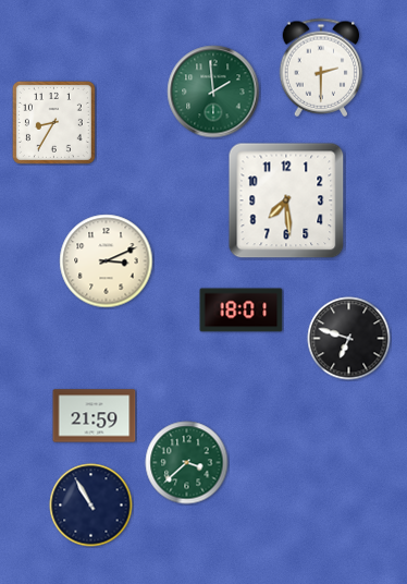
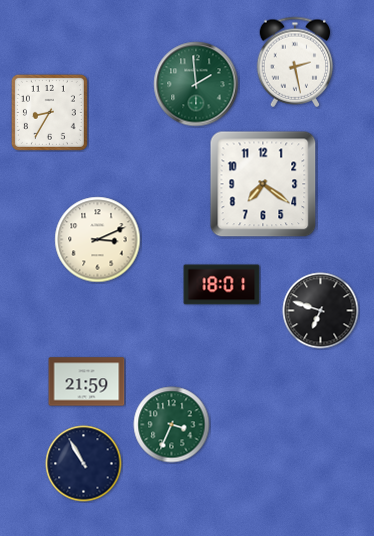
clock at (321, 68): 2:30 -> 2:28
clock at (286, 200): 7:29 -> 7:21
clock at (187, 463): 3:38 -> 3:34
